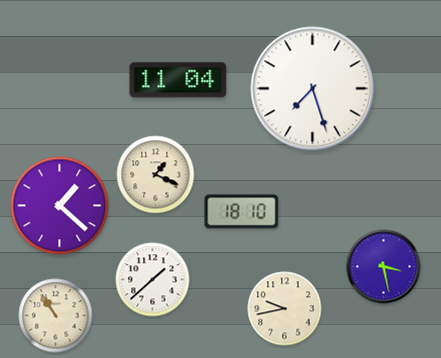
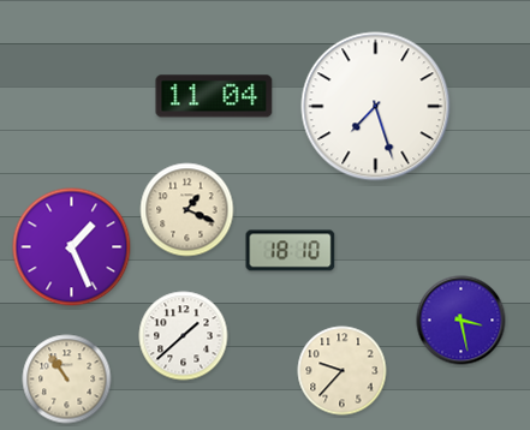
clock at (60, 206): 1:22 -> 1:26
clock at (242, 212) position: (242, 212) -> (291, 251)
clock at (285, 309): 9:43 -> 9:37
